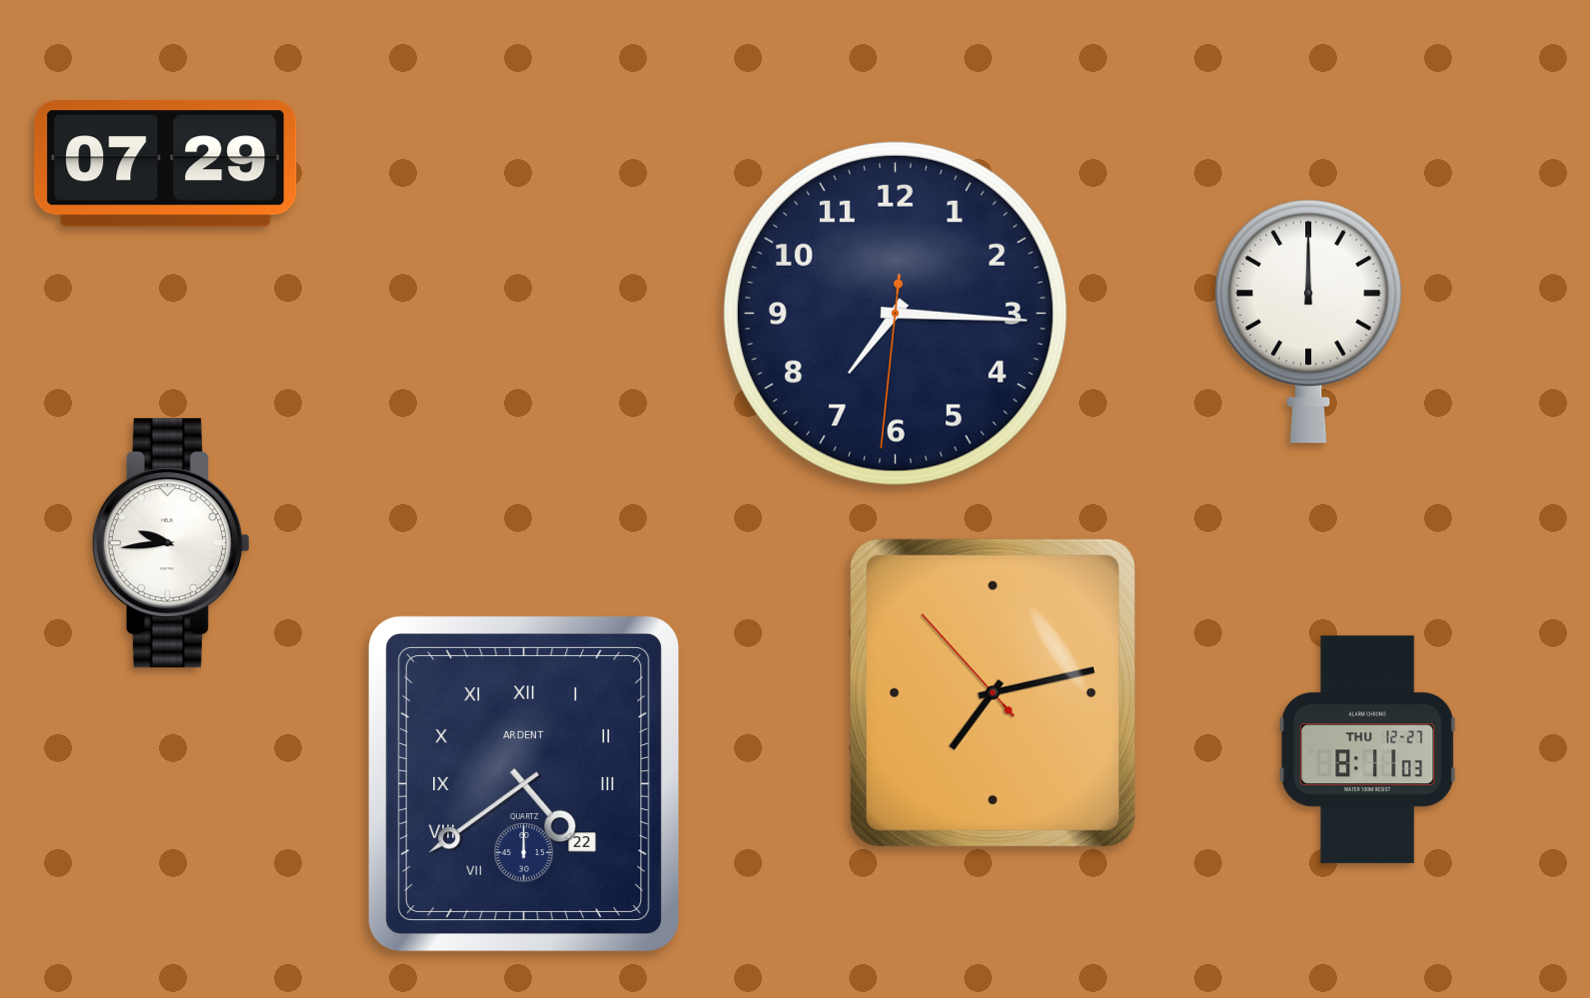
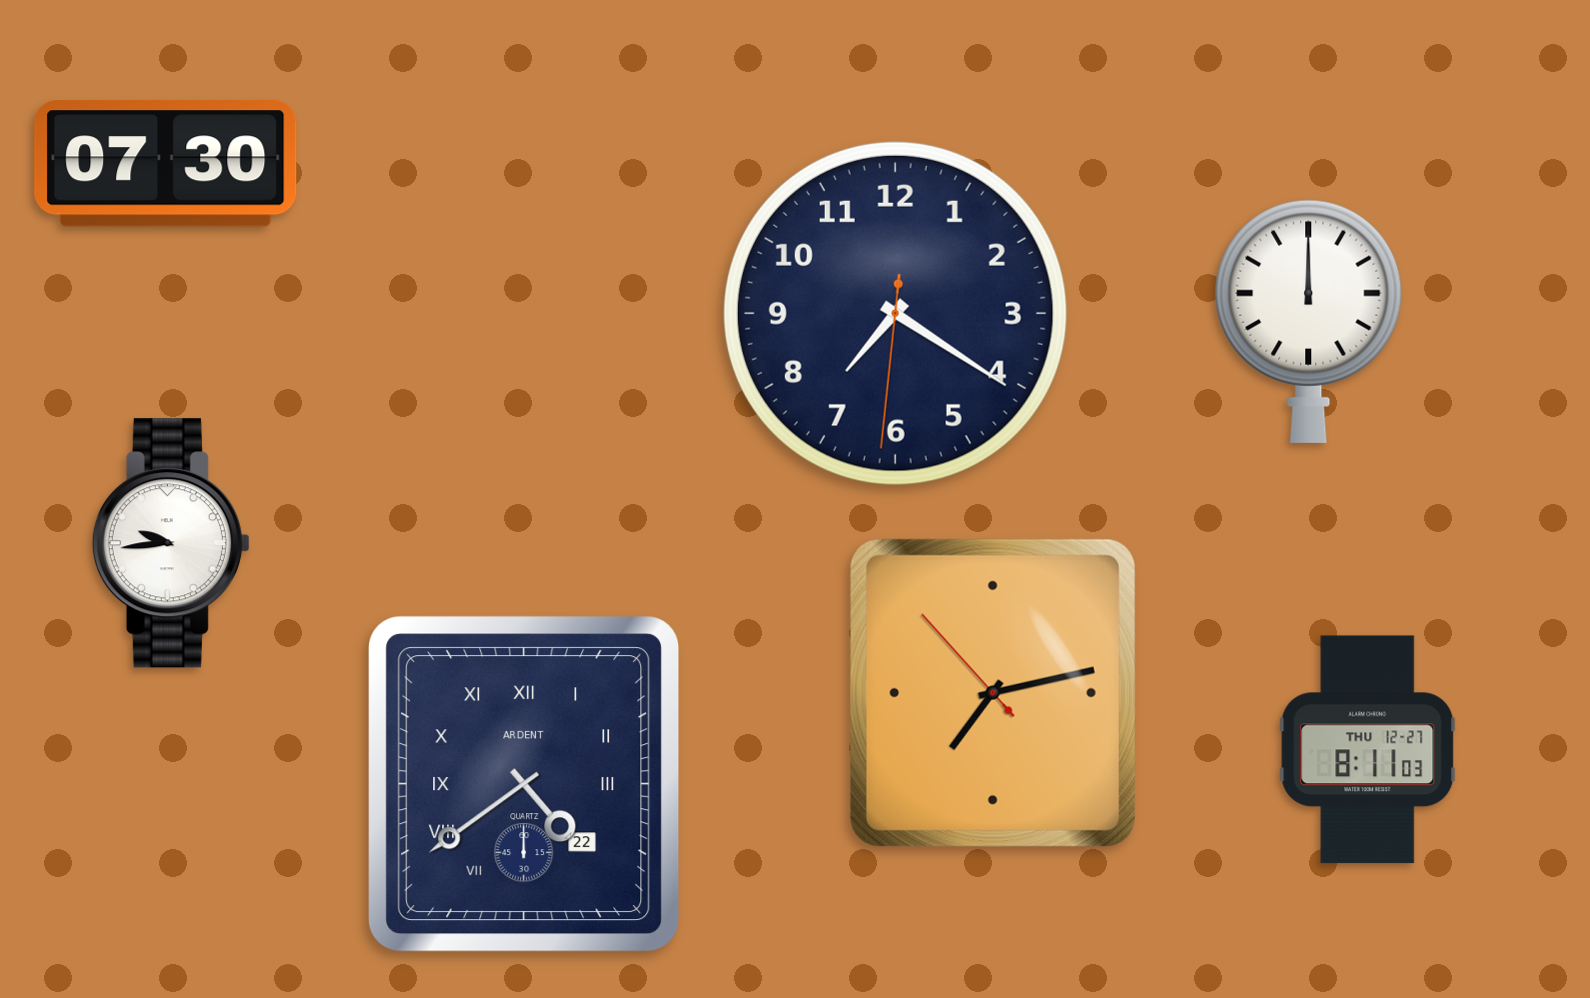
clock at (166, 164): 07:29 -> 07:30
clock at (895, 313): 7:15 -> 7:20
